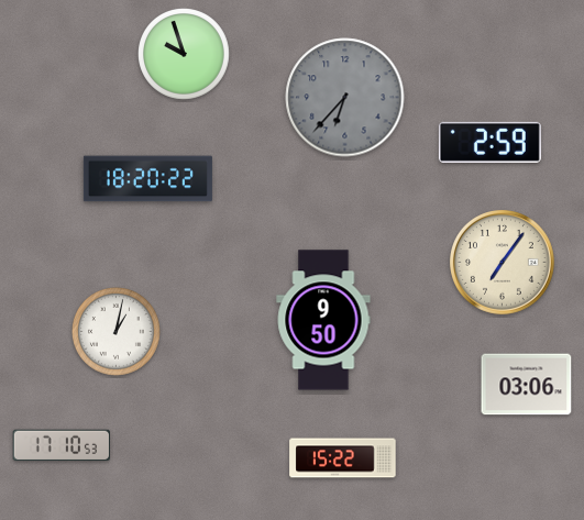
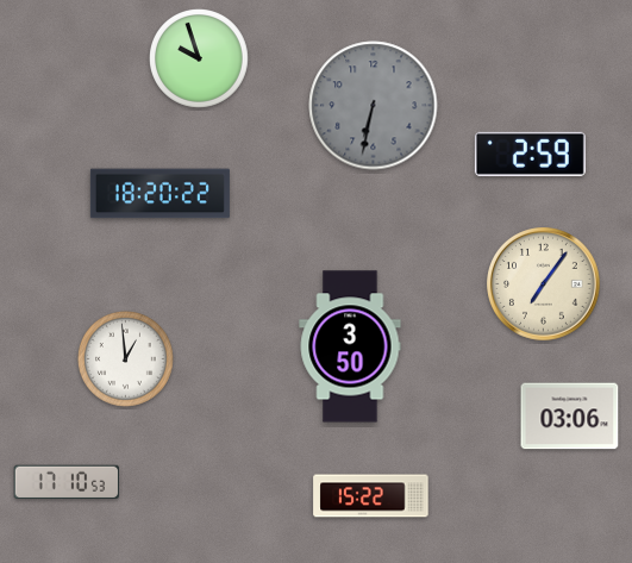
clock at (345, 98): 6:37 -> 6:32
clock at (323, 320): 9:50 -> 3:50
clock at (115, 331): 1:02 -> 12:59
